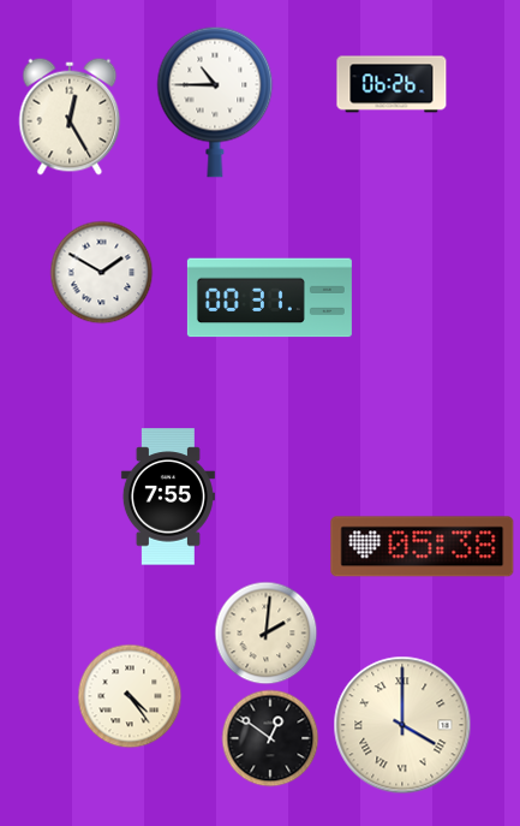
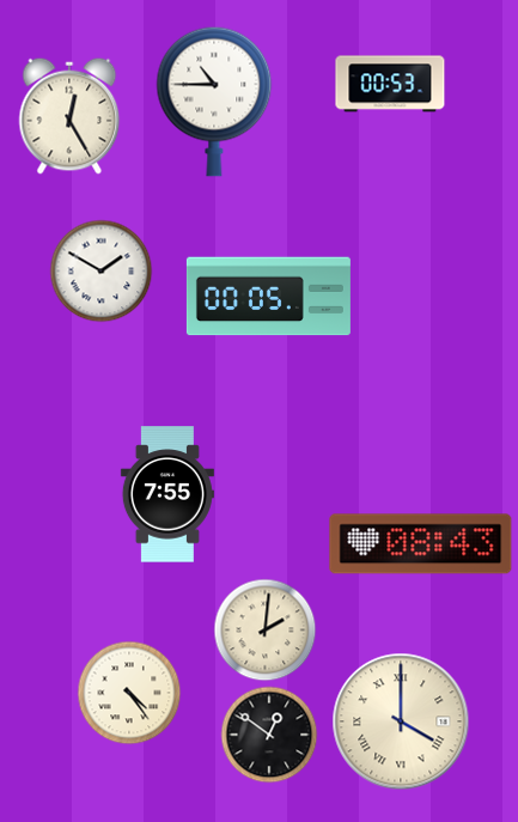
clock at (392, 84): 06:26 -> 00:53
clock at (269, 298): 00:31 -> 00:05
clock at (423, 547): 05:38 -> 08:43
